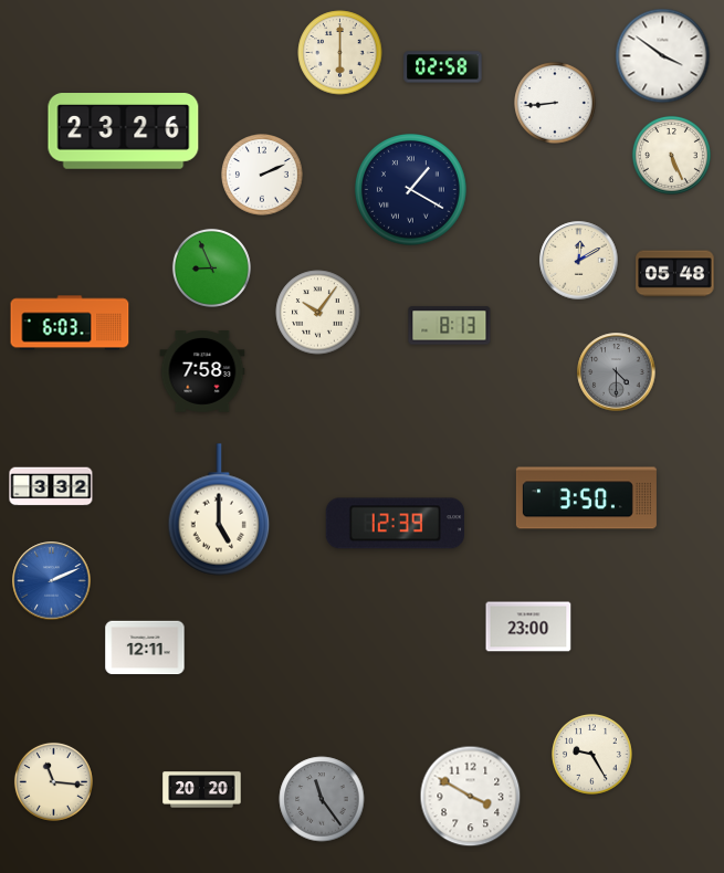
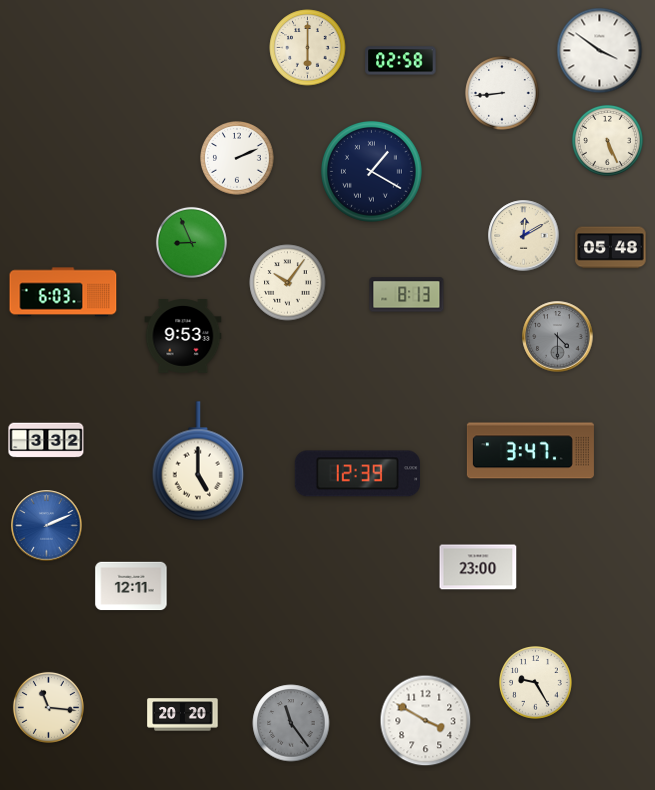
clock at (124, 132): 23:26 -> none
clock at (202, 372): 7:58 -> 9:53
clock at (586, 498): 3:50 -> 3:47
